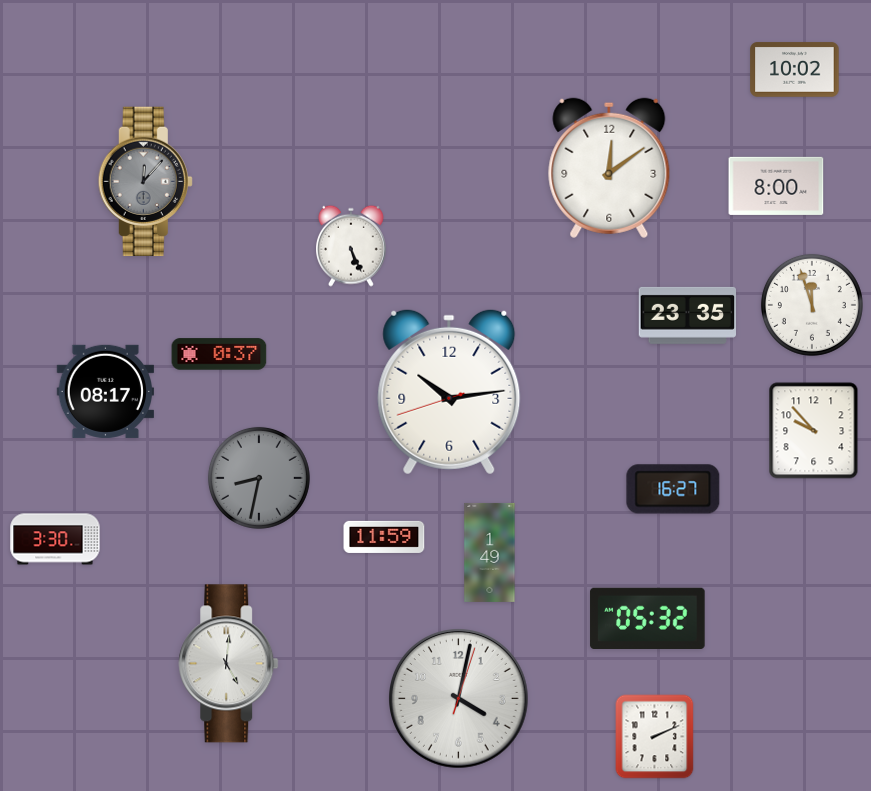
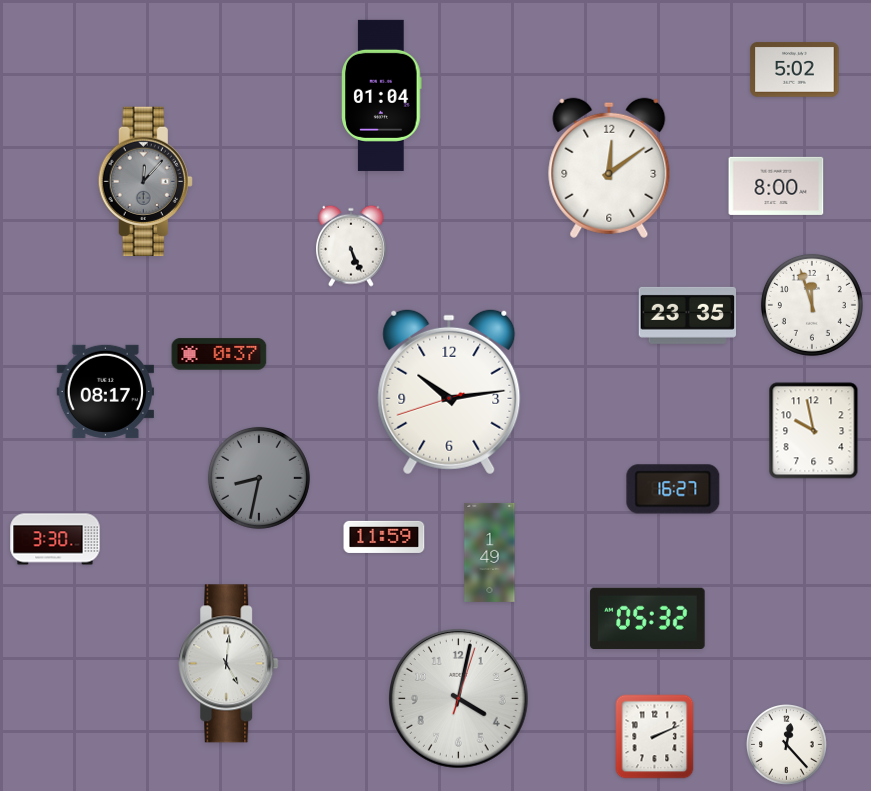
clock at (795, 70): 10:02 -> 5:02
clock at (382, 95): none -> 01:04
clock at (814, 431): 9:53 -> 9:58
clock at (787, 745): none -> 12:23
